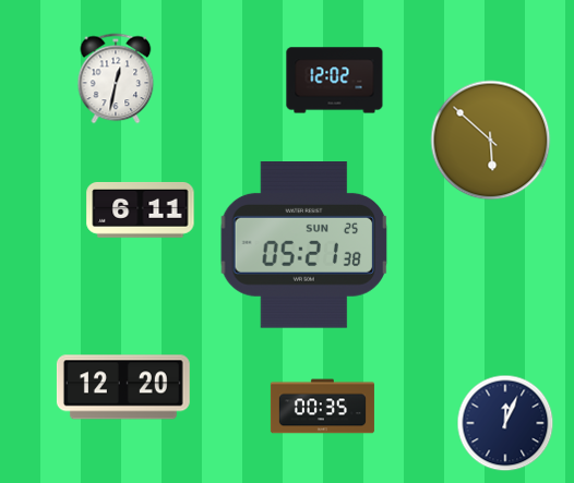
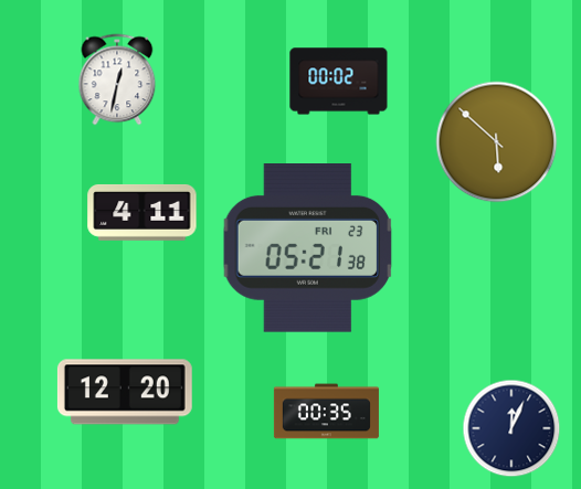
clock at (335, 81): 12:02 -> 00:02
clock at (141, 209): 6:11 -> 4:11
clock at (304, 245) date: SUN 25 -> FRI 23
